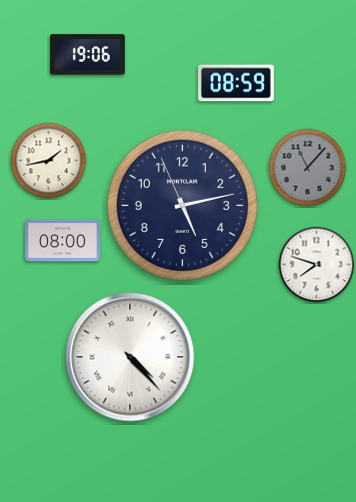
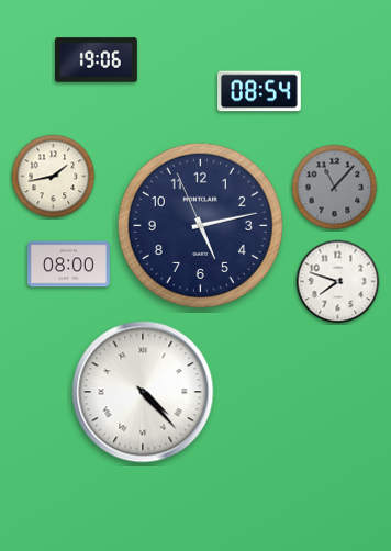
clock at (237, 83): 08:59 -> 08:54
clock at (308, 168) position: (308, 168) -> (335, 188)
clock at (317, 265) position: (317, 265) -> (338, 282)
